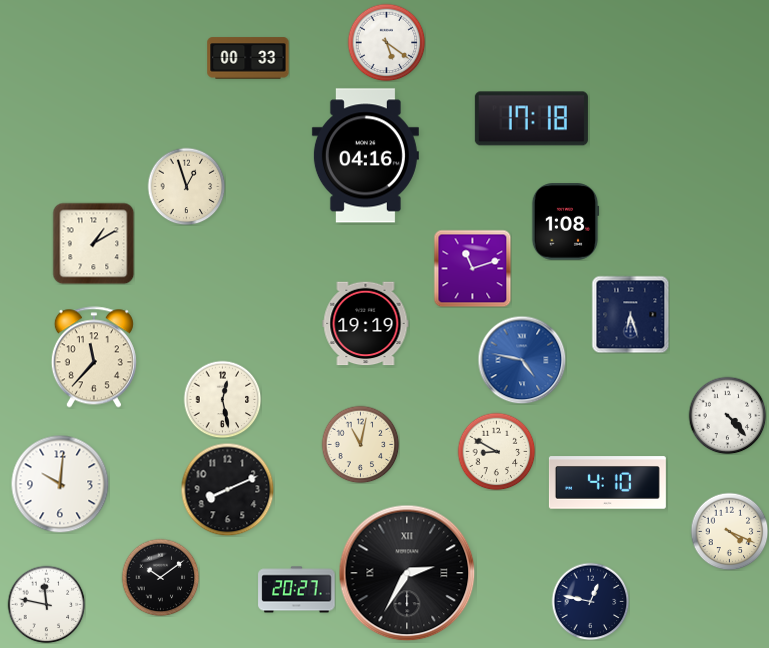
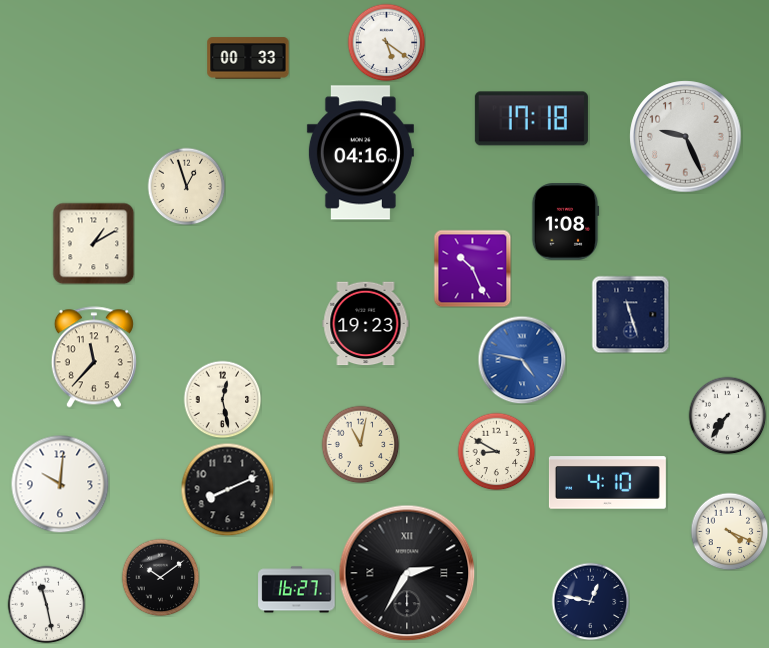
clock at (686, 137): none -> 9:26
clock at (365, 156) position: (365, 156) -> (360, 153)
clock at (472, 268): 11:12 -> 10:26
clock at (630, 314): 6:27 -> 11:27
clock at (366, 324): 19:19 -> 19:23
clock at (727, 415): 4:23 -> 7:36
clock at (297, 590): 20:27 -> 16:27
clock at (46, 604): 11:47 -> 11:28
